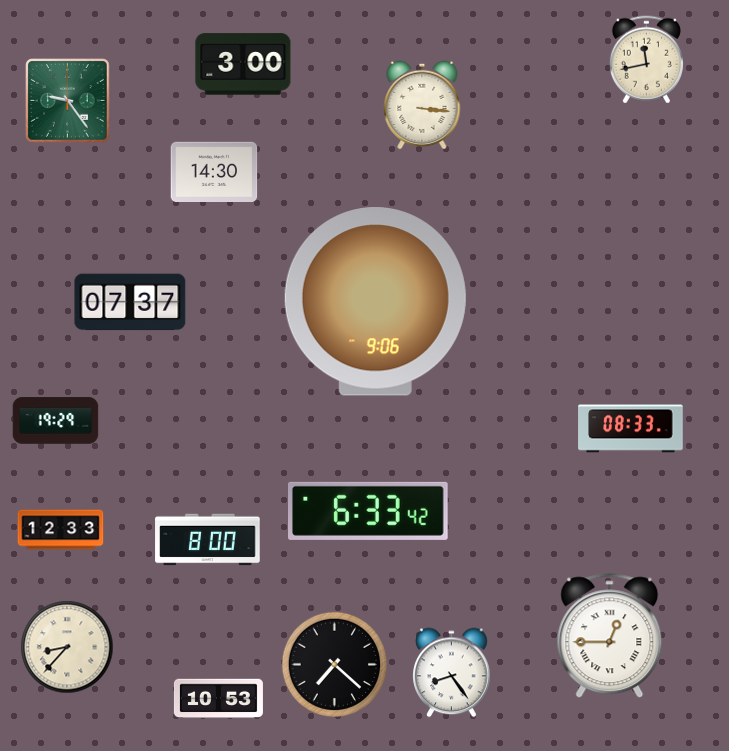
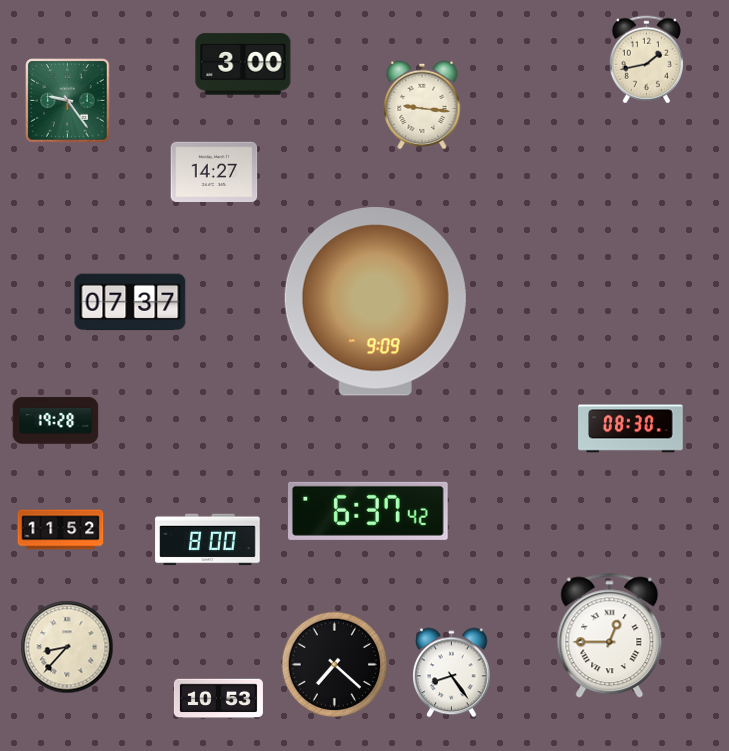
clock at (646, 60): 11:43 -> 1:43
clock at (422, 105): 3:16 -> 9:16
clock at (214, 171): 14:30 -> 14:27
clock at (375, 302): 9:06 -> 9:09
clock at (56, 421): 19:29 -> 19:28
clock at (631, 429): 08:33 -> 08:30
clock at (369, 511): 6:33 -> 6:37
clock at (61, 530): 12:33 -> 11:52
